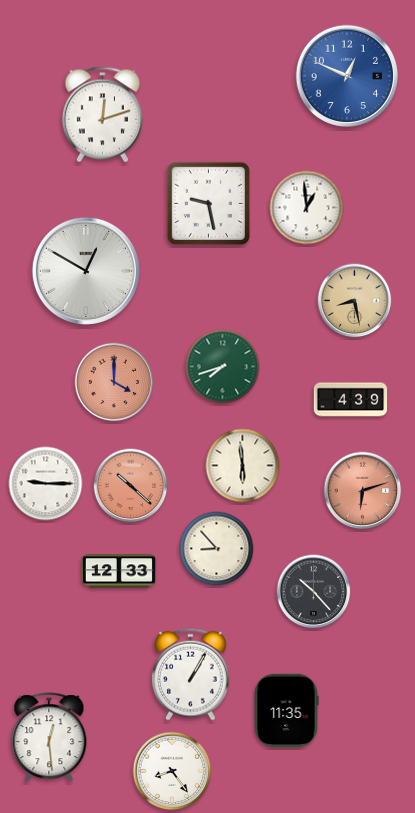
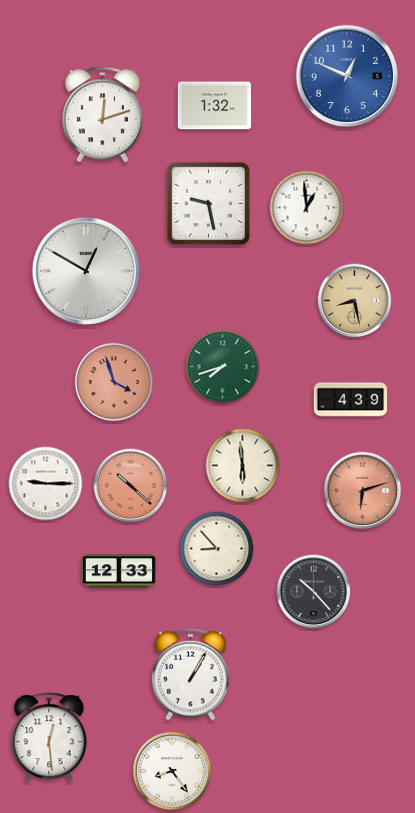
clock at (214, 106): none -> 1:32
clock at (114, 382): 4:00 -> 3:57
clock at (286, 710): 11:35 -> none
